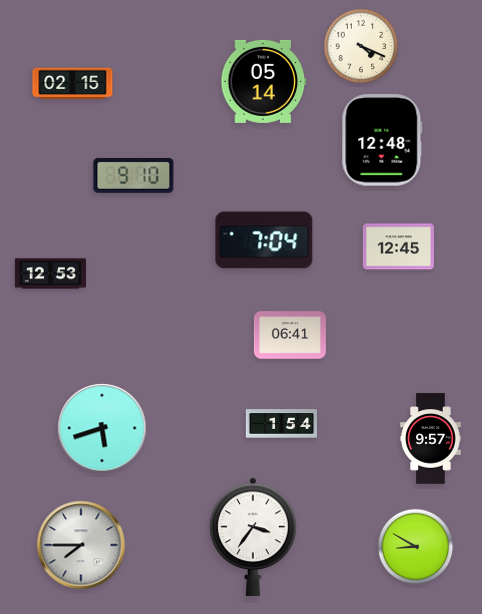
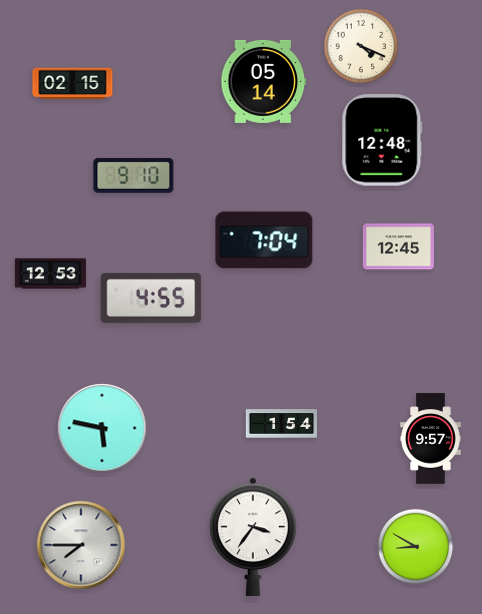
clock at (151, 298): none -> 4:55
clock at (290, 335): 06:41 -> none
clock at (102, 428): 5:42 -> 5:47
